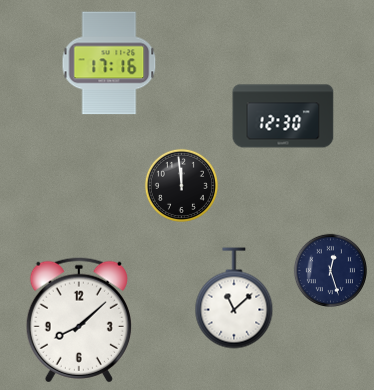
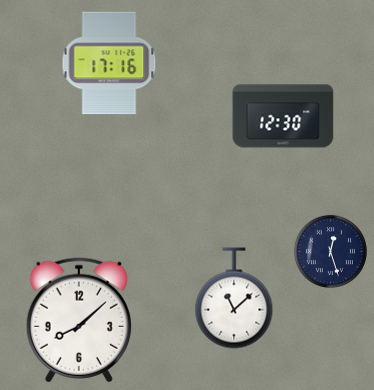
clock at (181, 185): 11:59 -> none
clock at (330, 270) position: (330, 270) -> (330, 251)
